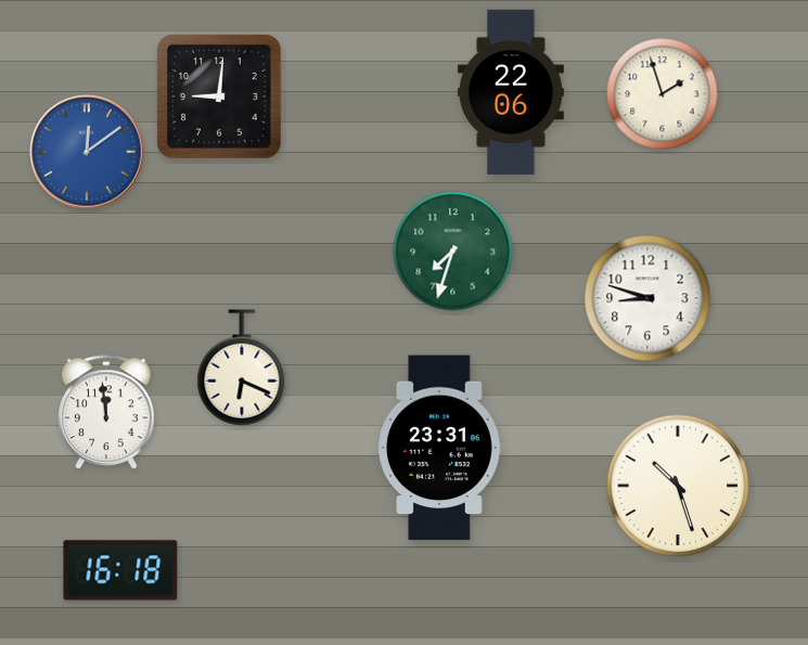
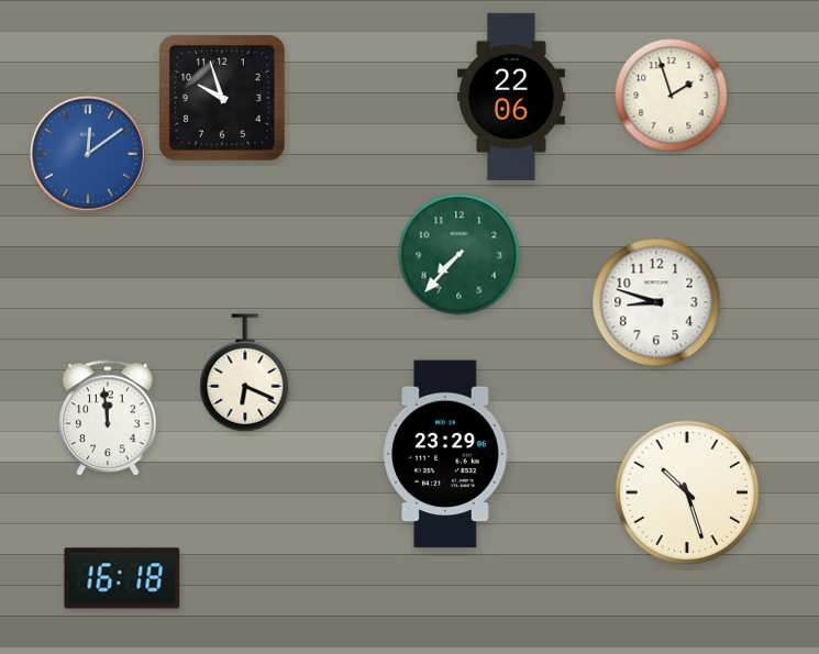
clock at (511, 92) position: (511, 92) -> (511, 97)
clock at (220, 98): 9:01 -> 9:57
clock at (453, 251): 7:33 -> 7:37
clock at (439, 448): 23:31 -> 23:29
